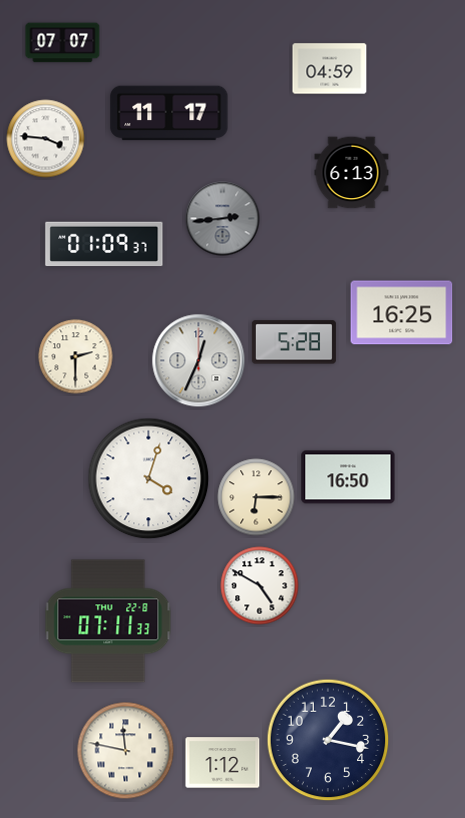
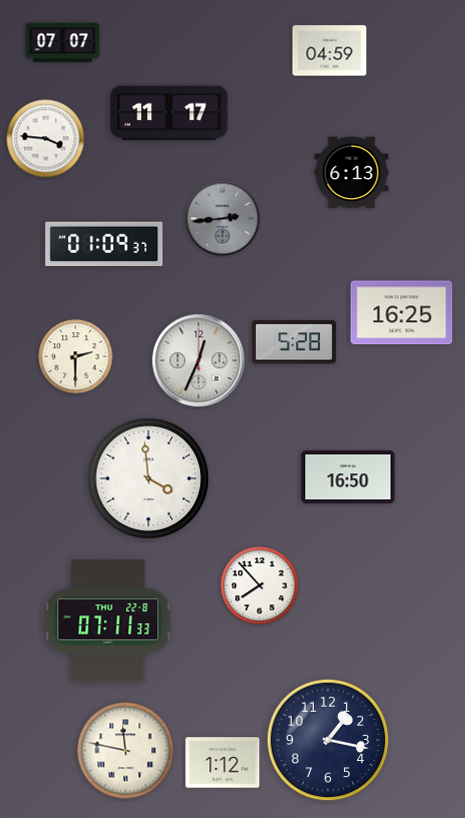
clock at (330, 69) position: (330, 69) -> (330, 51)
clock at (149, 479): 4:03 -> 3:59
clock at (256, 497): 6:15 -> none
clock at (260, 586): 4:50 -> 7:53
